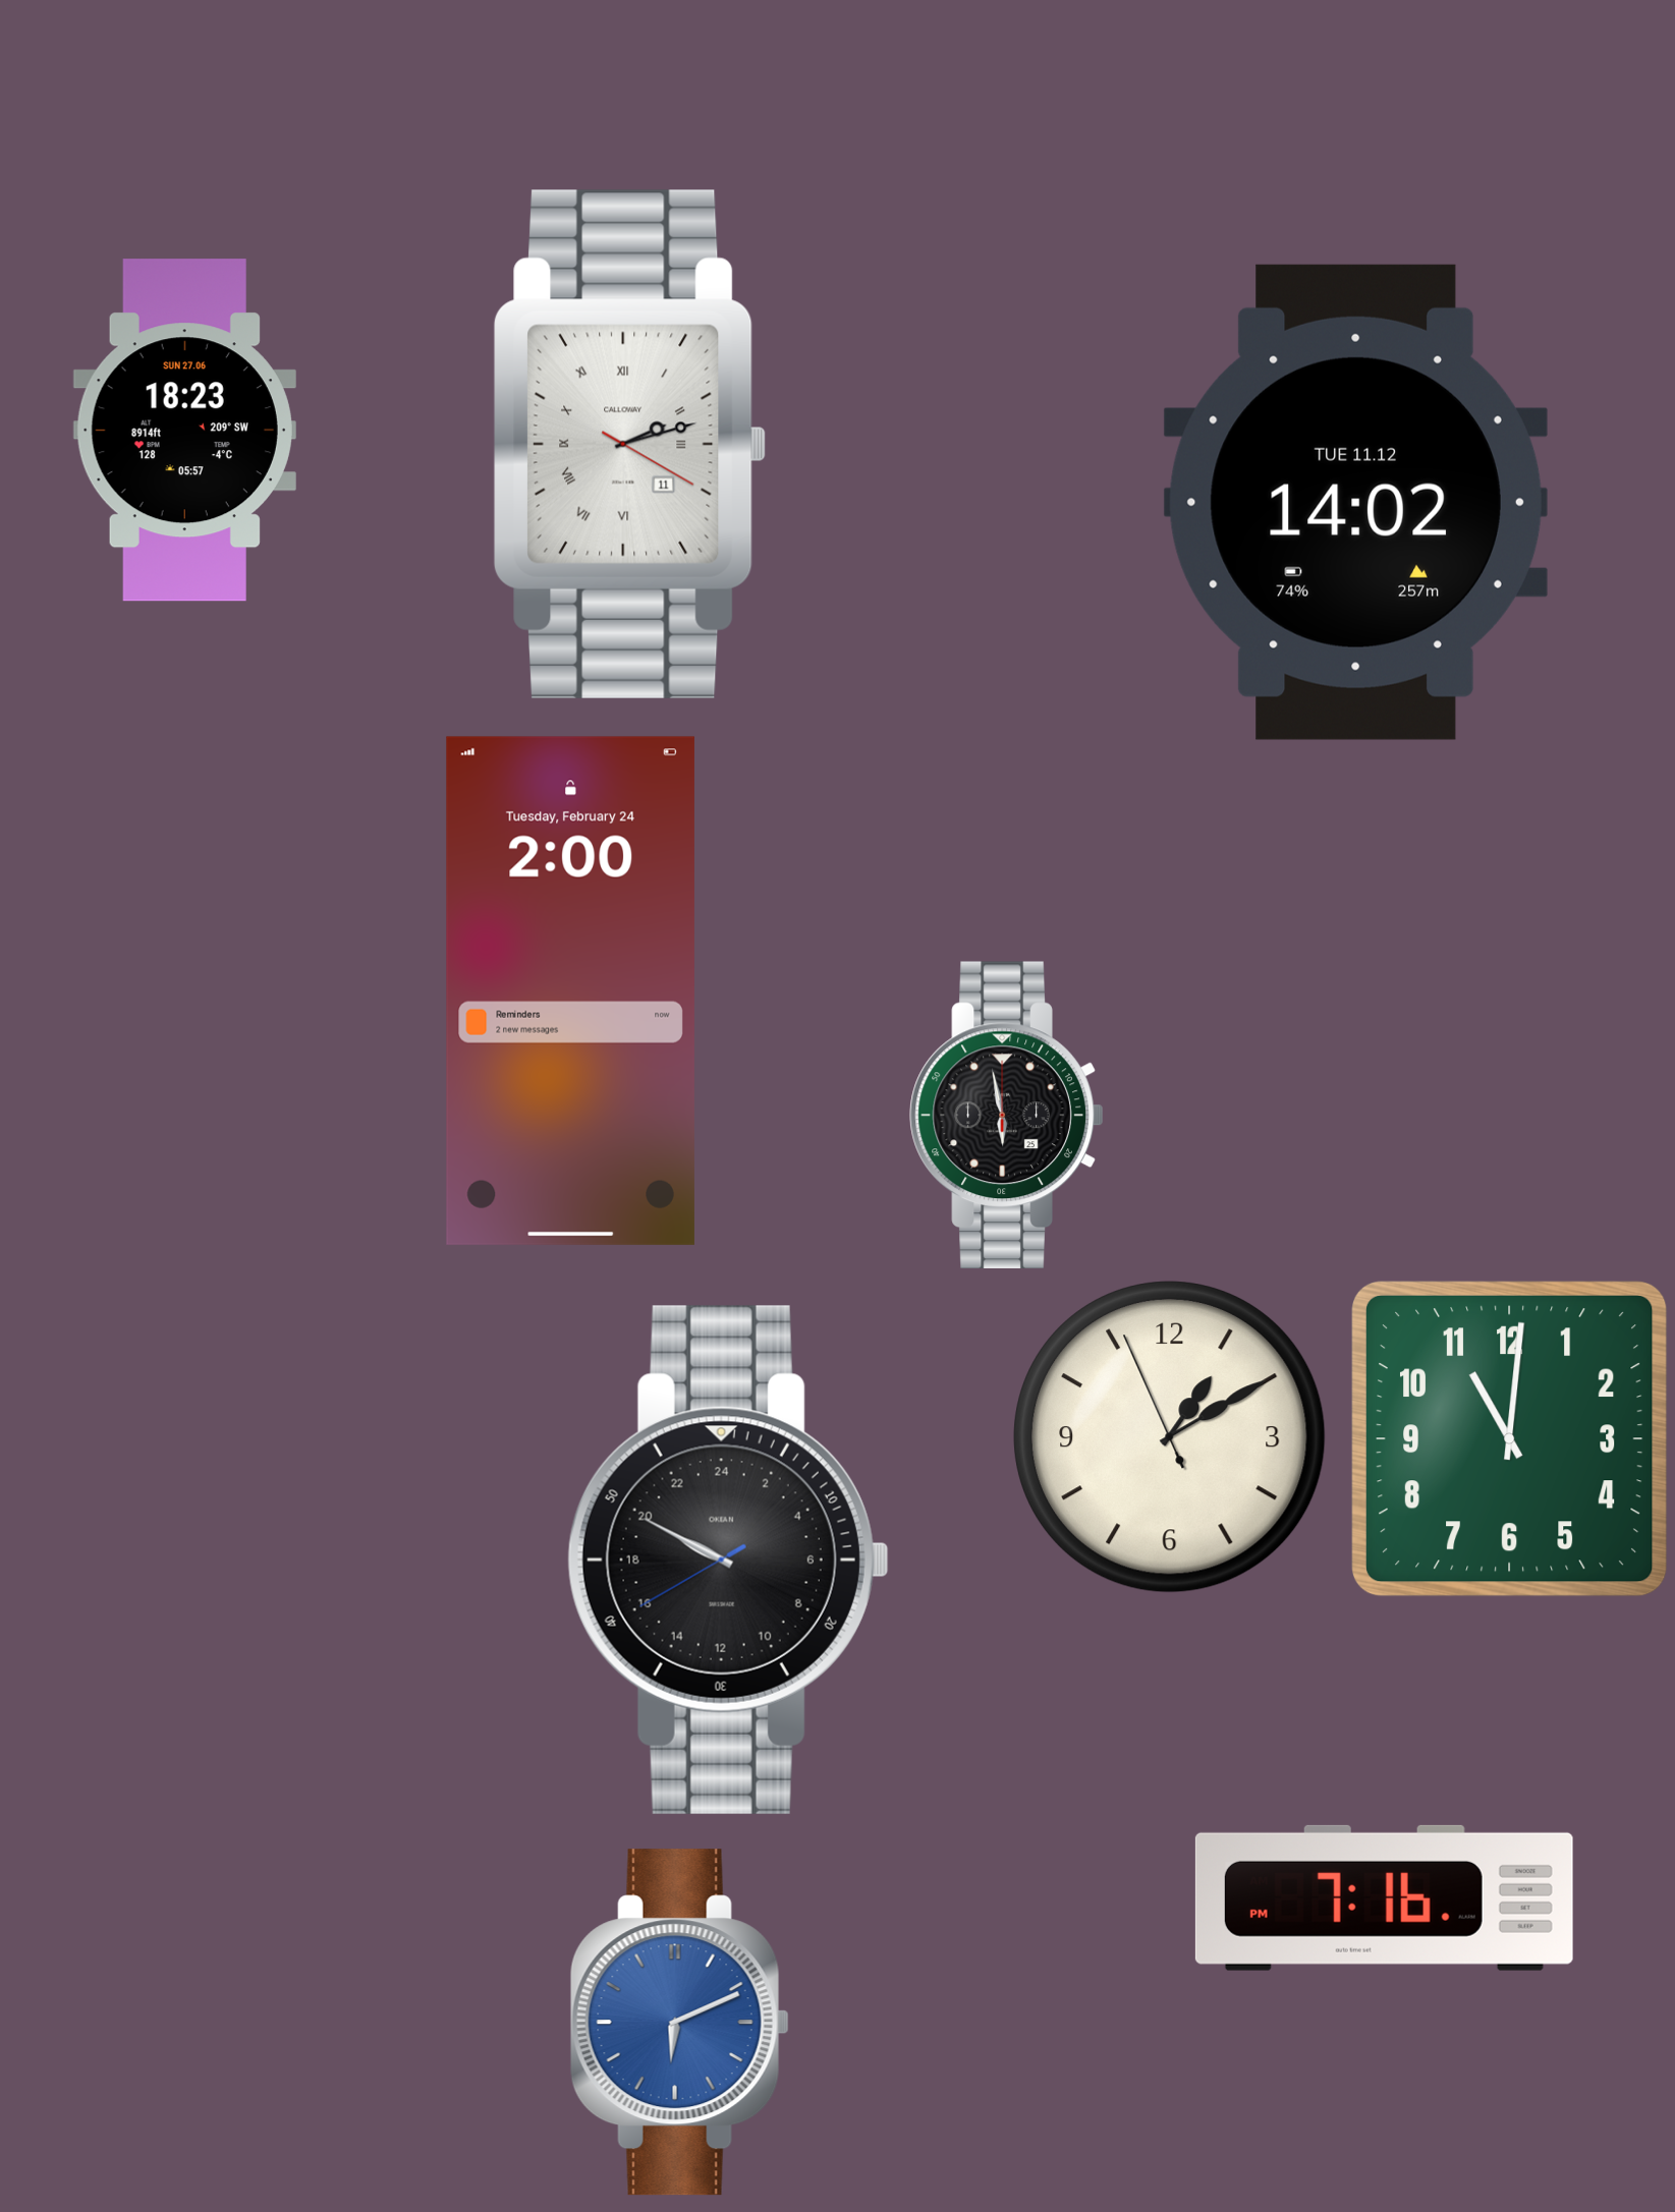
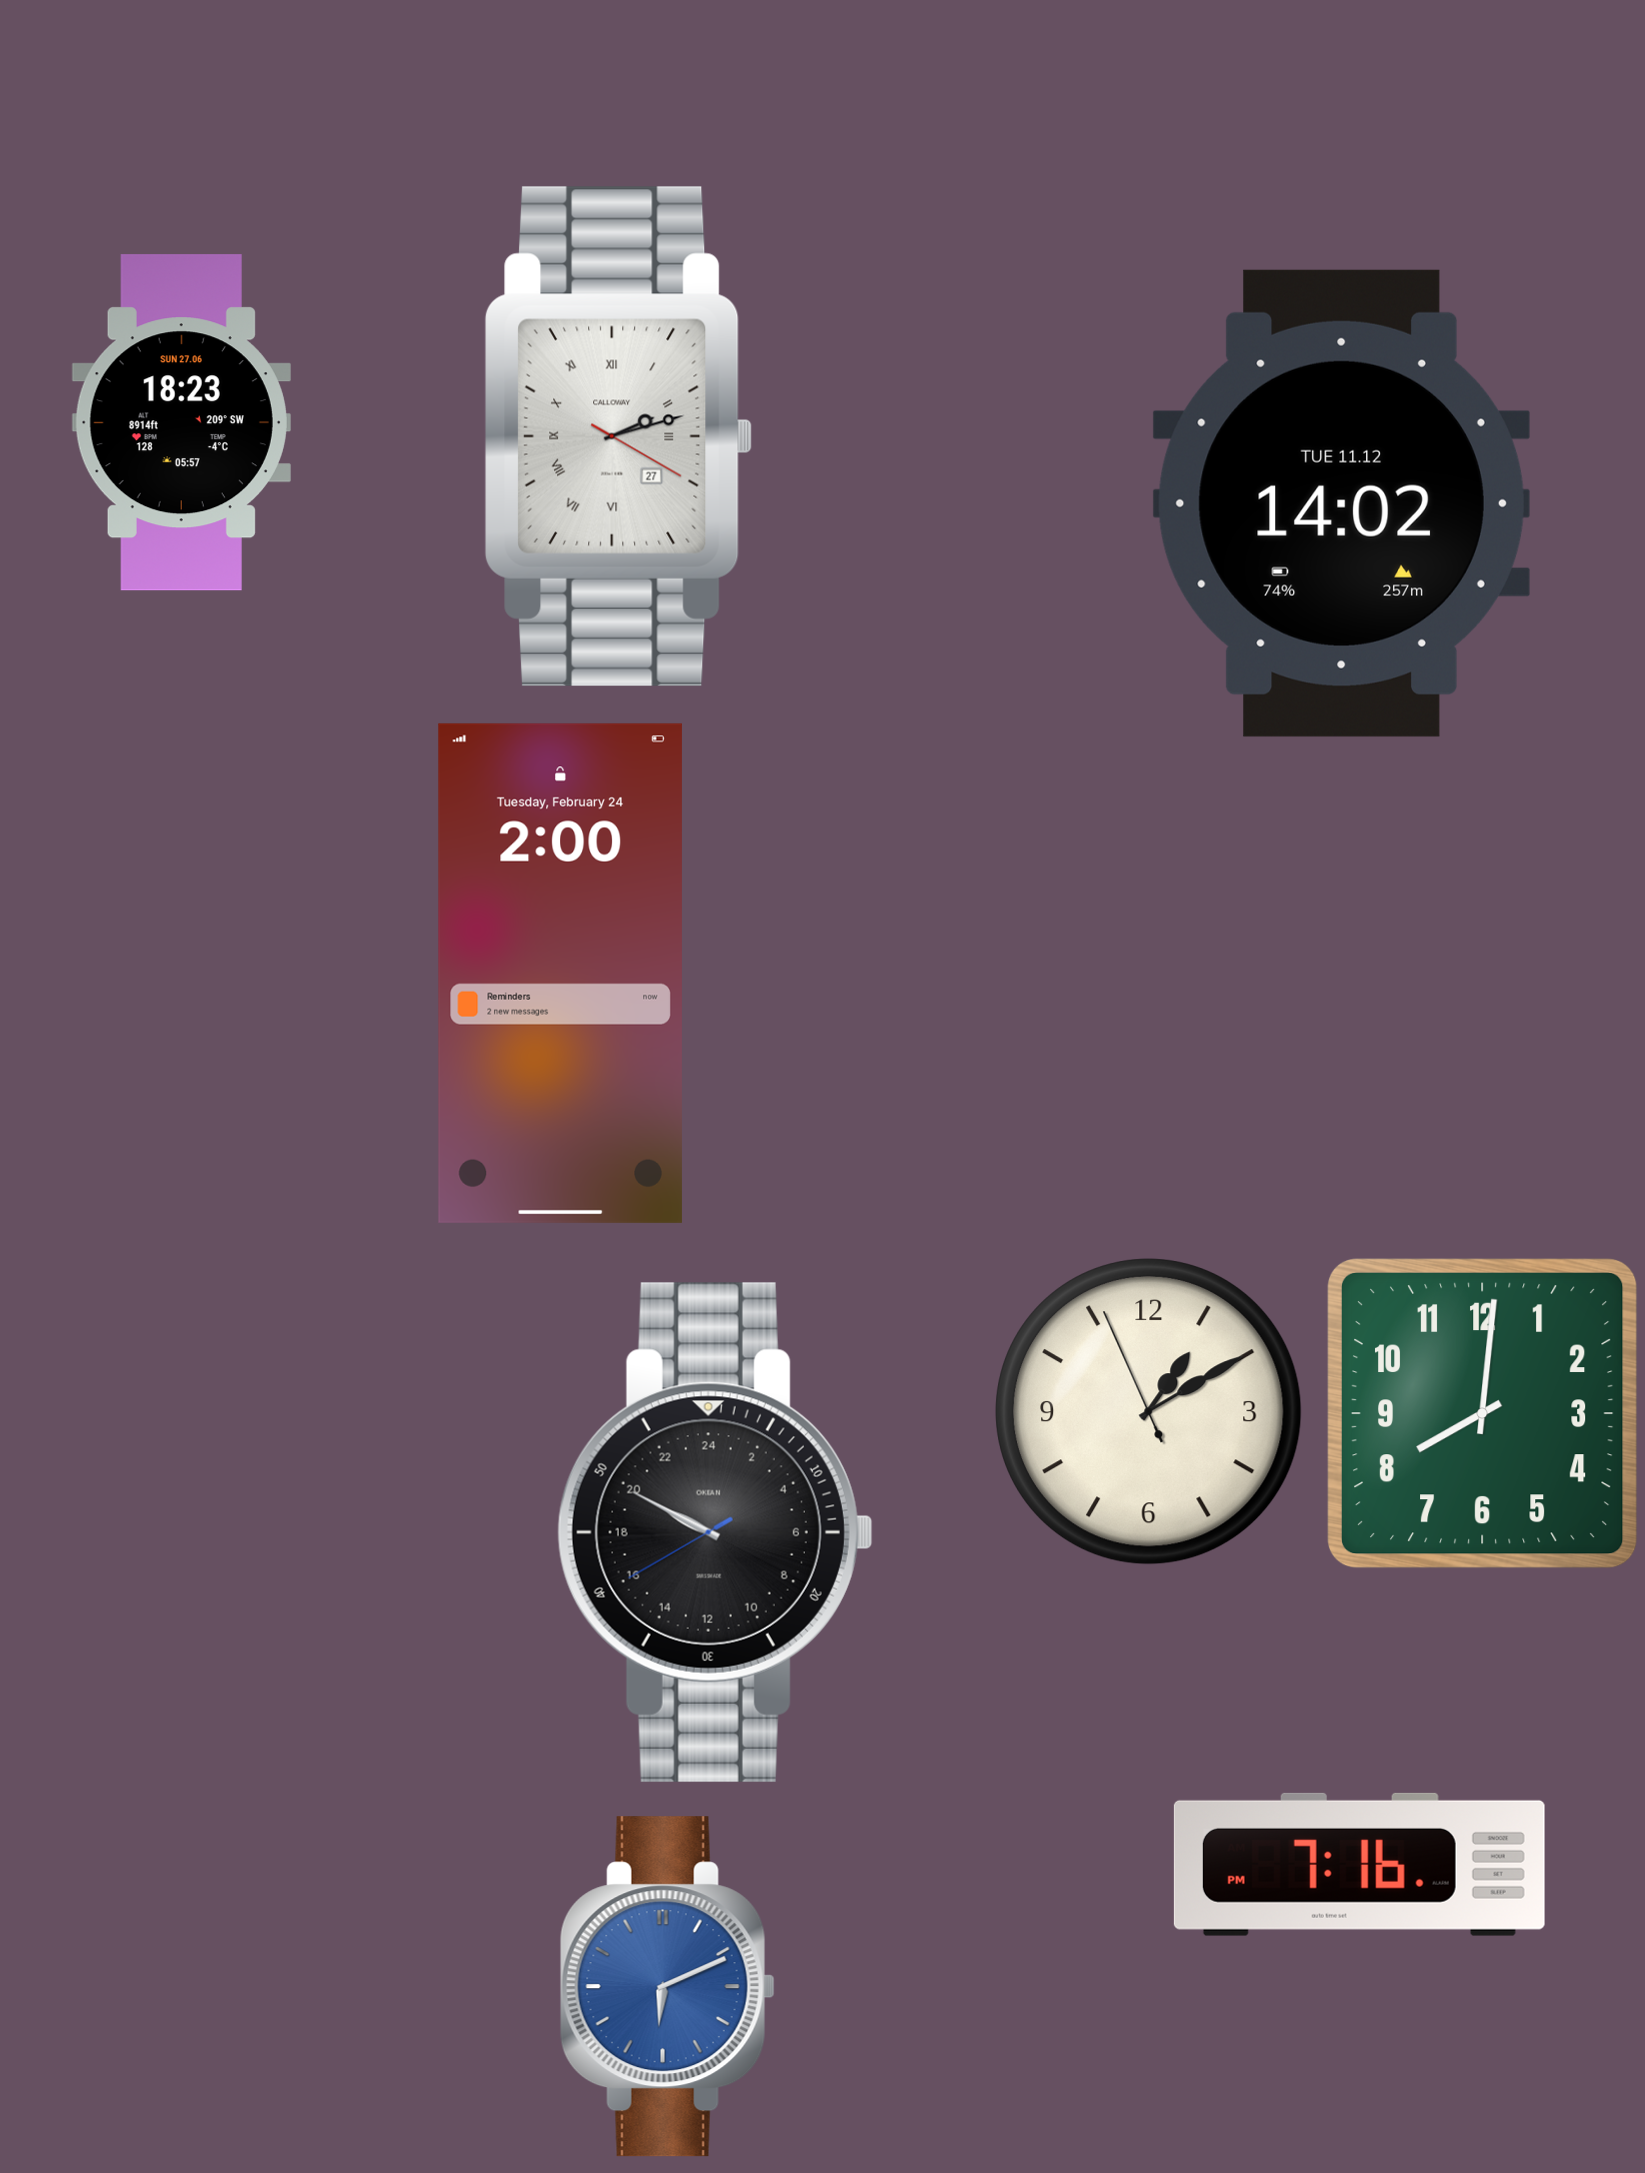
clock at (629, 444) date: 11 -> 27
clock at (1355, 502) position: (1355, 502) -> (1341, 503)
clock at (1007, 1115): 5:58 -> none
clock at (1509, 1438): 11:01 -> 8:01
